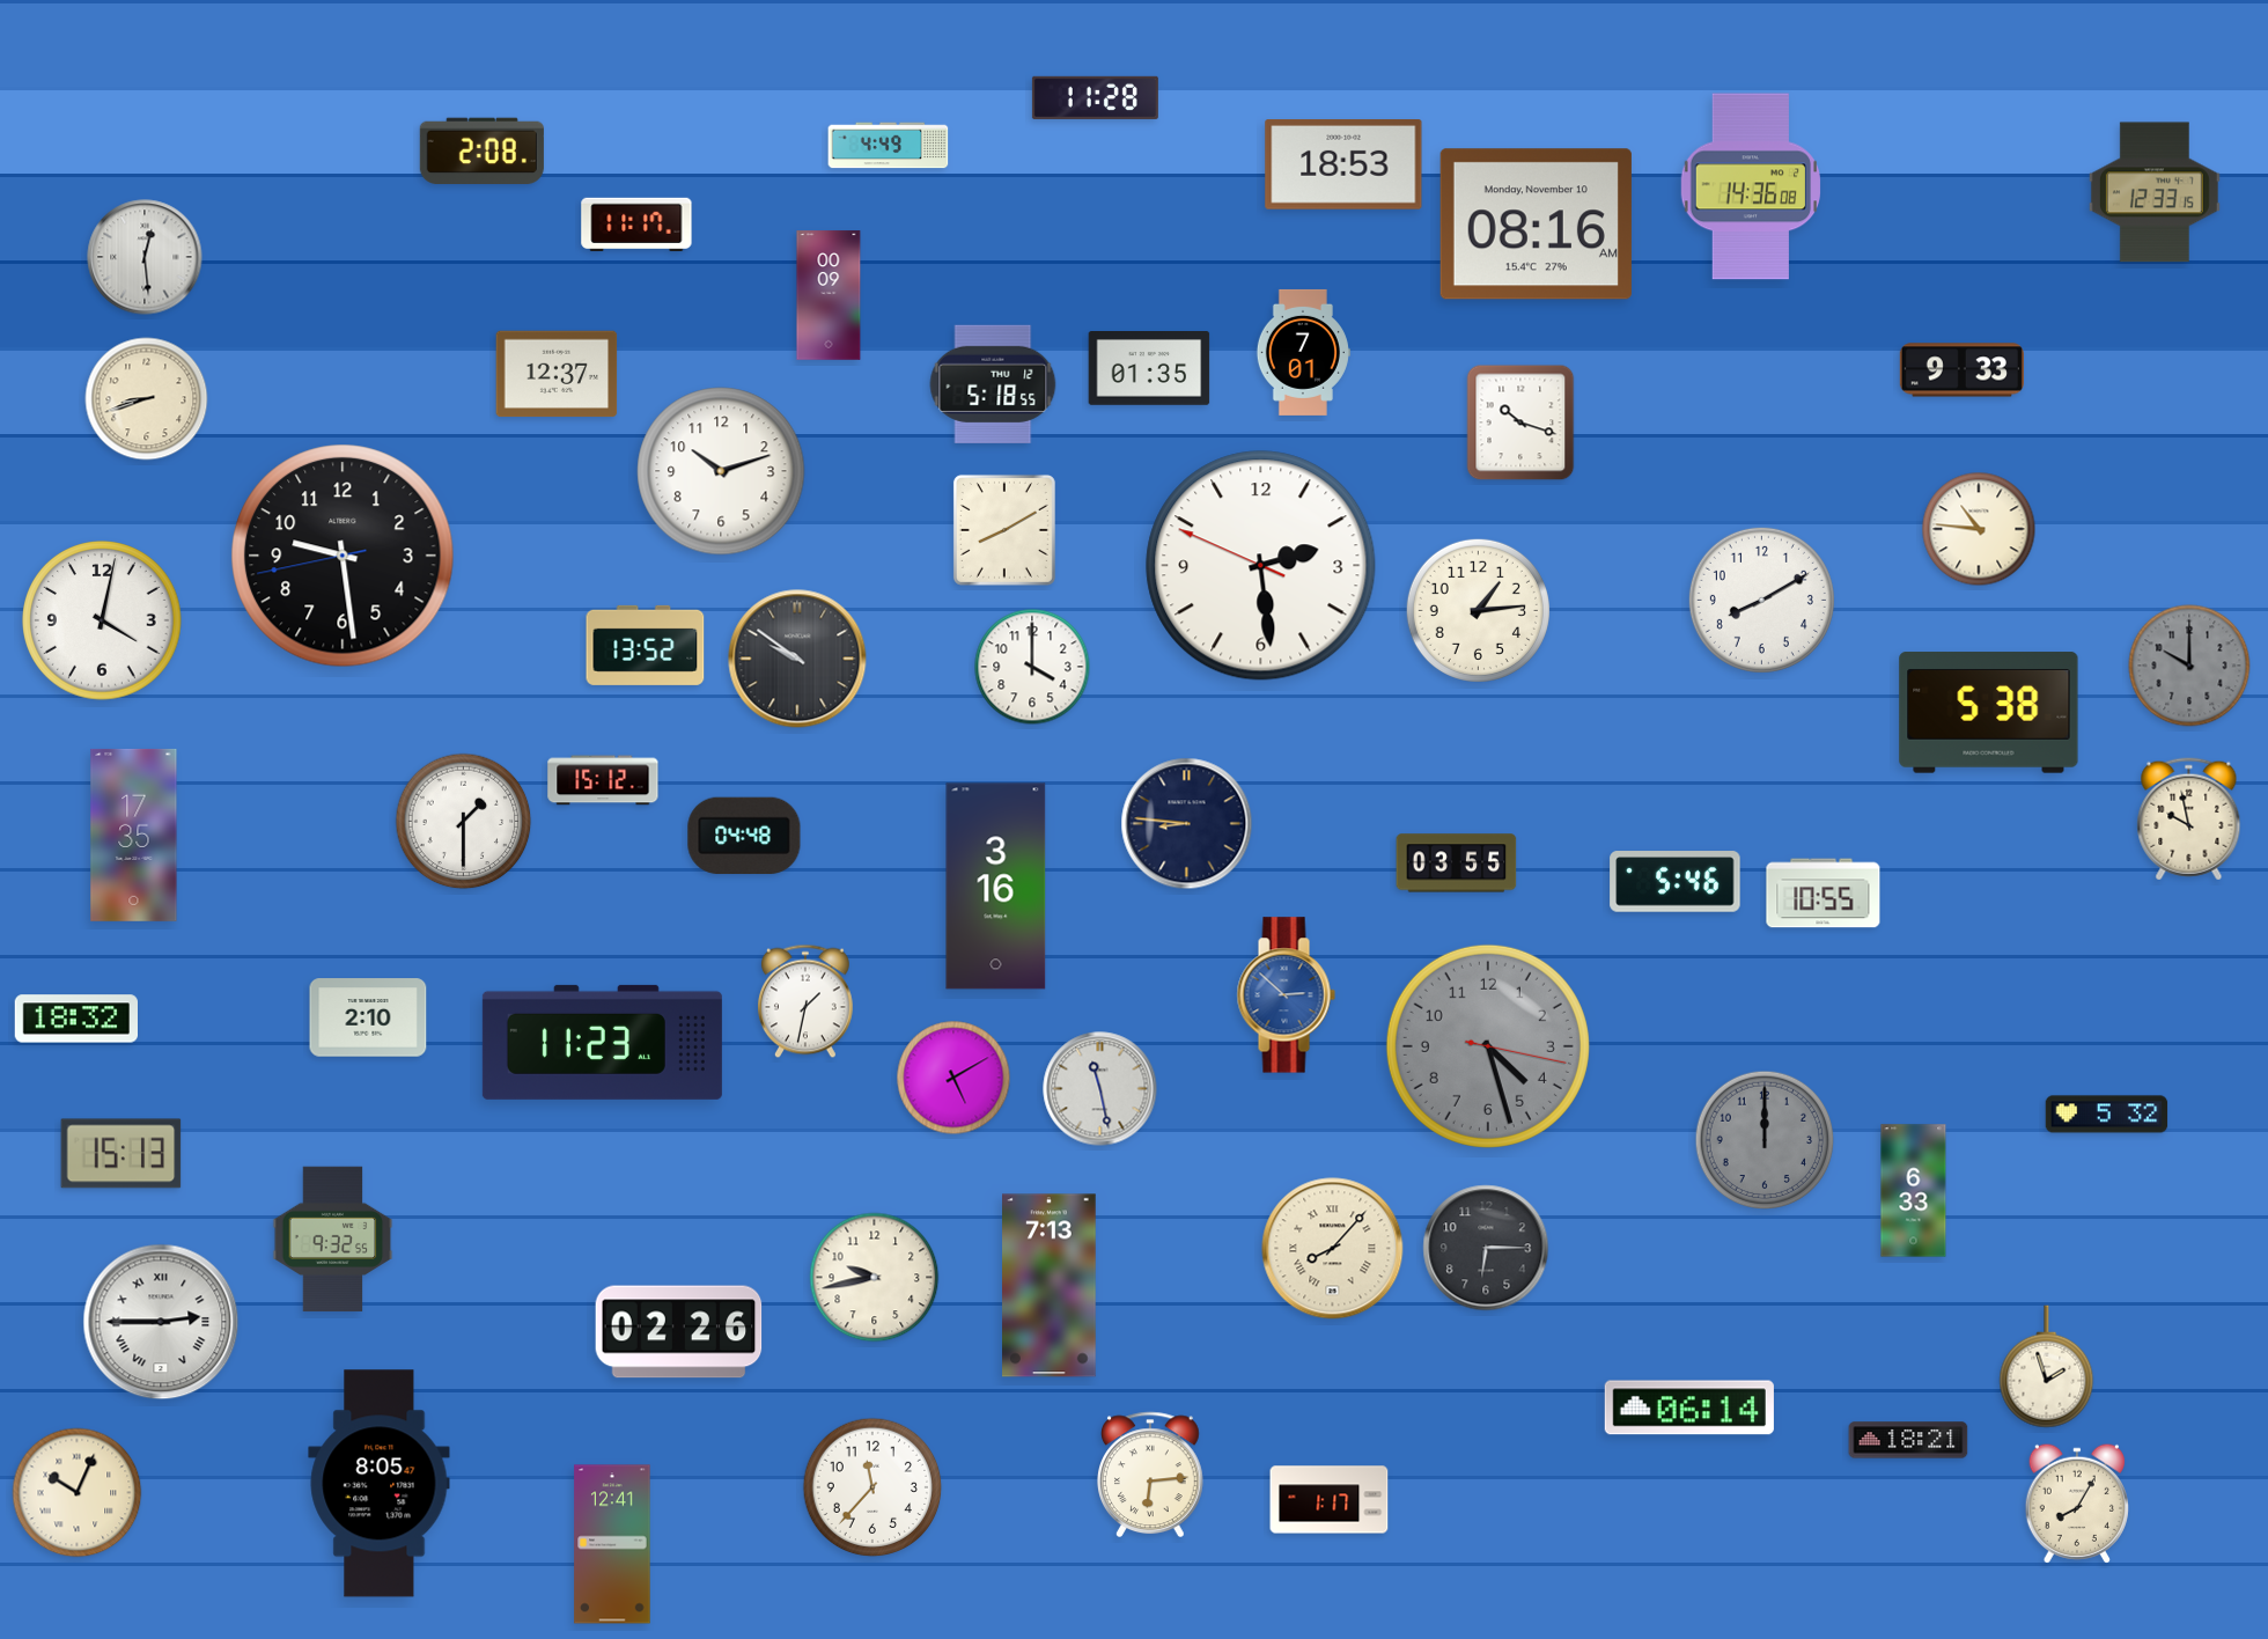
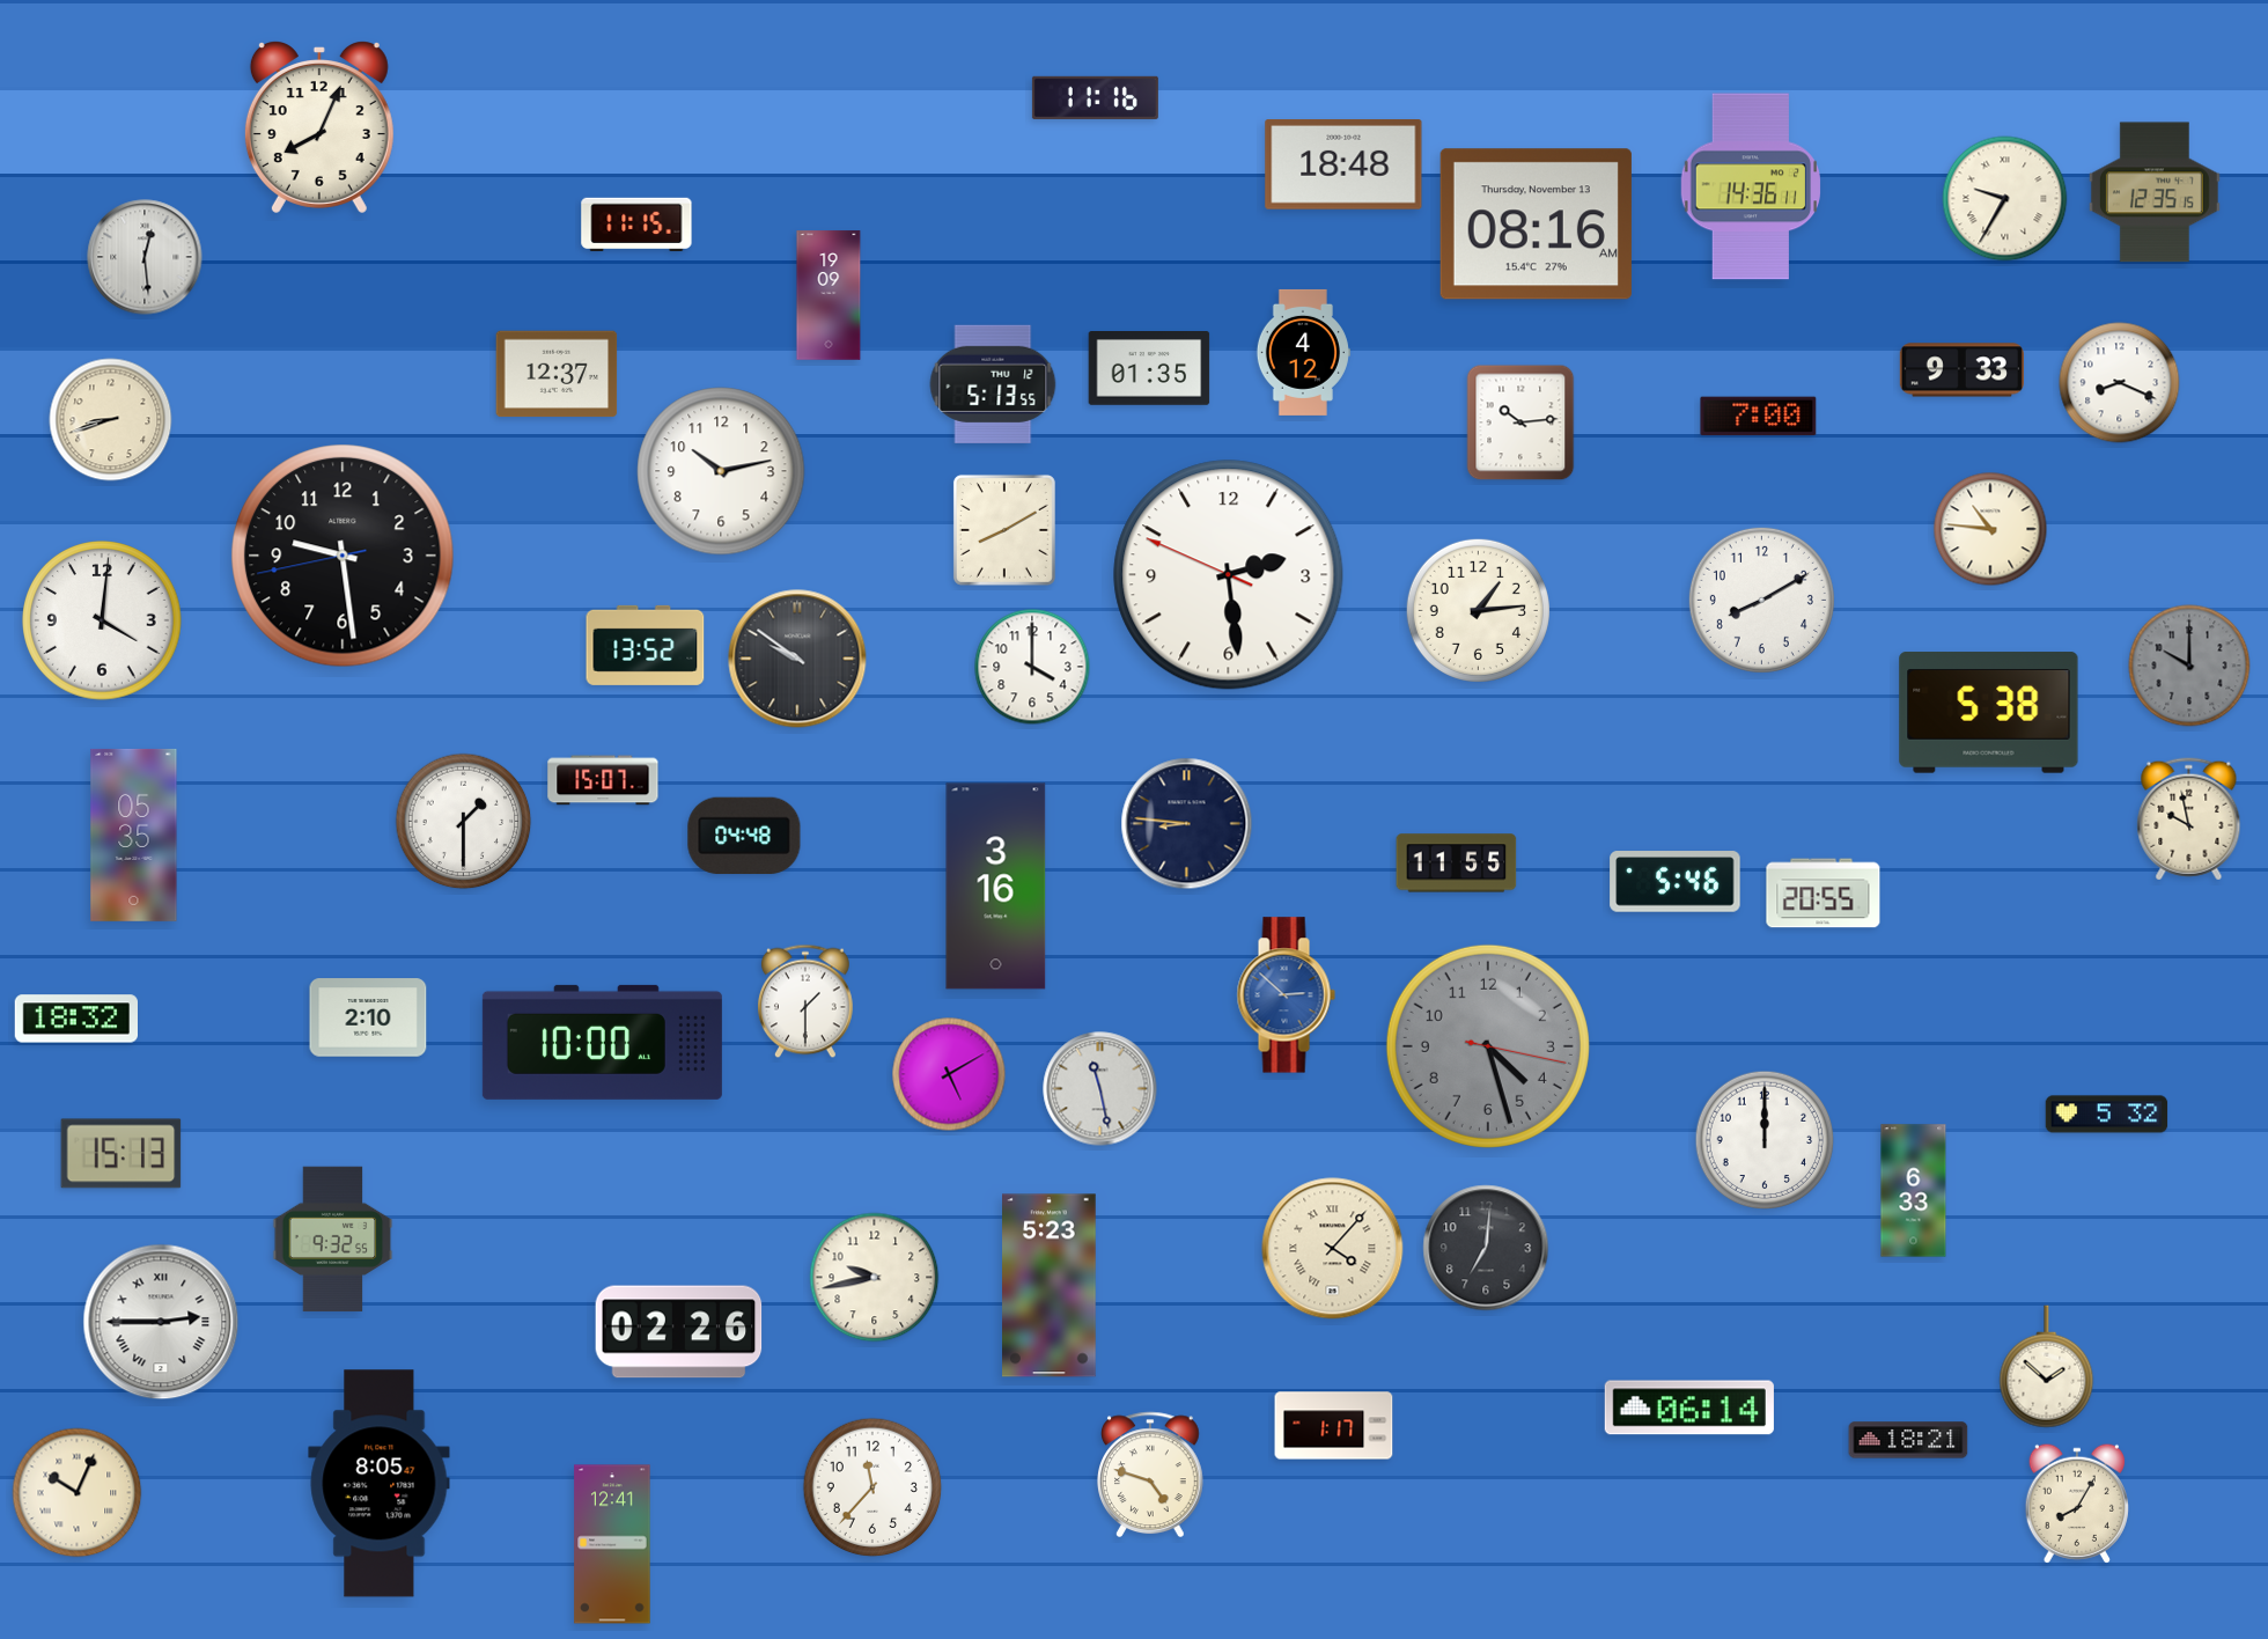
clock at (1095, 97): 11:28 -> 11:16
clock at (319, 127): none -> 8:04
clock at (889, 146): 4:49 -> none
clock at (481, 152): 2:08 -> none
clock at (1343, 166): 18:53 -> 18:48
clock at (1750, 186): 14:36:08 -> 14:36:11
clock at (2155, 192): 12:33 -> 12:35
clock at (2005, 199): none -> 9:35
clock at (636, 225): 11:17 -> 11:15
clock at (1536, 225) date: Monday, November 10 -> Thursday, November 13
clock at (829, 295): 00:09 -> 19:09
clock at (1303, 352): 7:01 -> 4:12
clock at (2120, 383): none -> 8:19
clock at (993, 384): 5:18 -> 5:13
clock at (147, 399) position: (147, 399) -> (111, 420)
clock at (1759, 417): none -> 7:00
clock at (1520, 422): 10:18 -> 10:14
clock at (721, 471): 10:12 -> 10:13
clock at (1979, 529) position: (1979, 529) -> (1990, 529)
clock at (1261, 566) position: (1261, 566) -> (1229, 575)
clock at (102, 620): 4:02 -> 4:01
clock at (603, 780): 15:12 -> 15:07
clock at (134, 835): 17:35 -> 05:35
clock at (1457, 863): 03:55 -> 11:55
clock at (1824, 894): 10:55 -> 20:55
clock at (805, 1001): 1:32 -> 1:30
clock at (602, 1042): 11:23 -> 10:00
clock at (953, 1078) position: (953, 1078) -> (949, 1074)
clock at (1765, 1140) dial: grey -> white
clock at (1486, 1248): 6:15 -> 7:01
clock at (1333, 1249): 8:07 -> 4:07
clock at (1050, 1286): 7:13 -> 5:23
clock at (2047, 1367): 1:57 -> 1:52
clock at (1151, 1473): 6:14 -> 4:48
clock at (1330, 1500) position: (1330, 1500) -> (1334, 1426)
